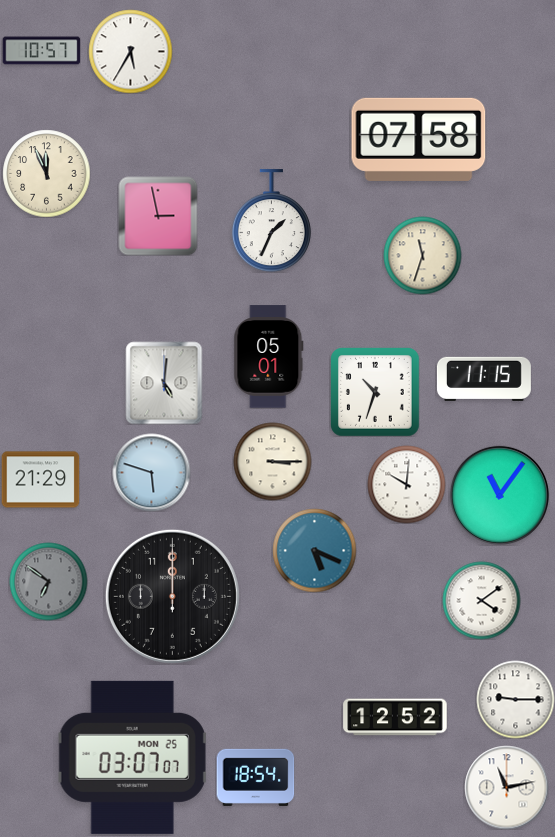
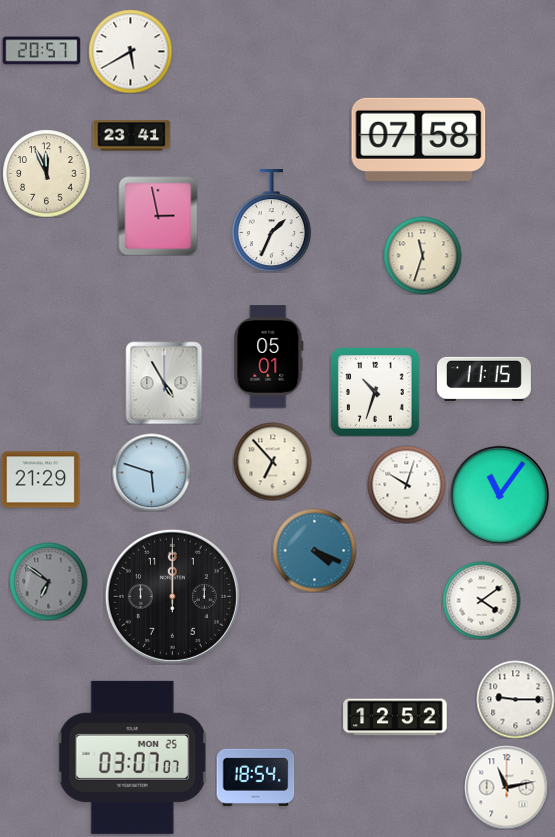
clock at (41, 51): 10:57 -> 20:57
clock at (130, 51): 5:35 -> 5:40
clock at (131, 136): none -> 23:41
clock at (164, 383): 5:01 -> 4:55
clock at (272, 461): 3:15 -> 6:53
clock at (406, 484): 10:01 -> 10:03
clock at (314, 550): 5:19 -> 4:19
